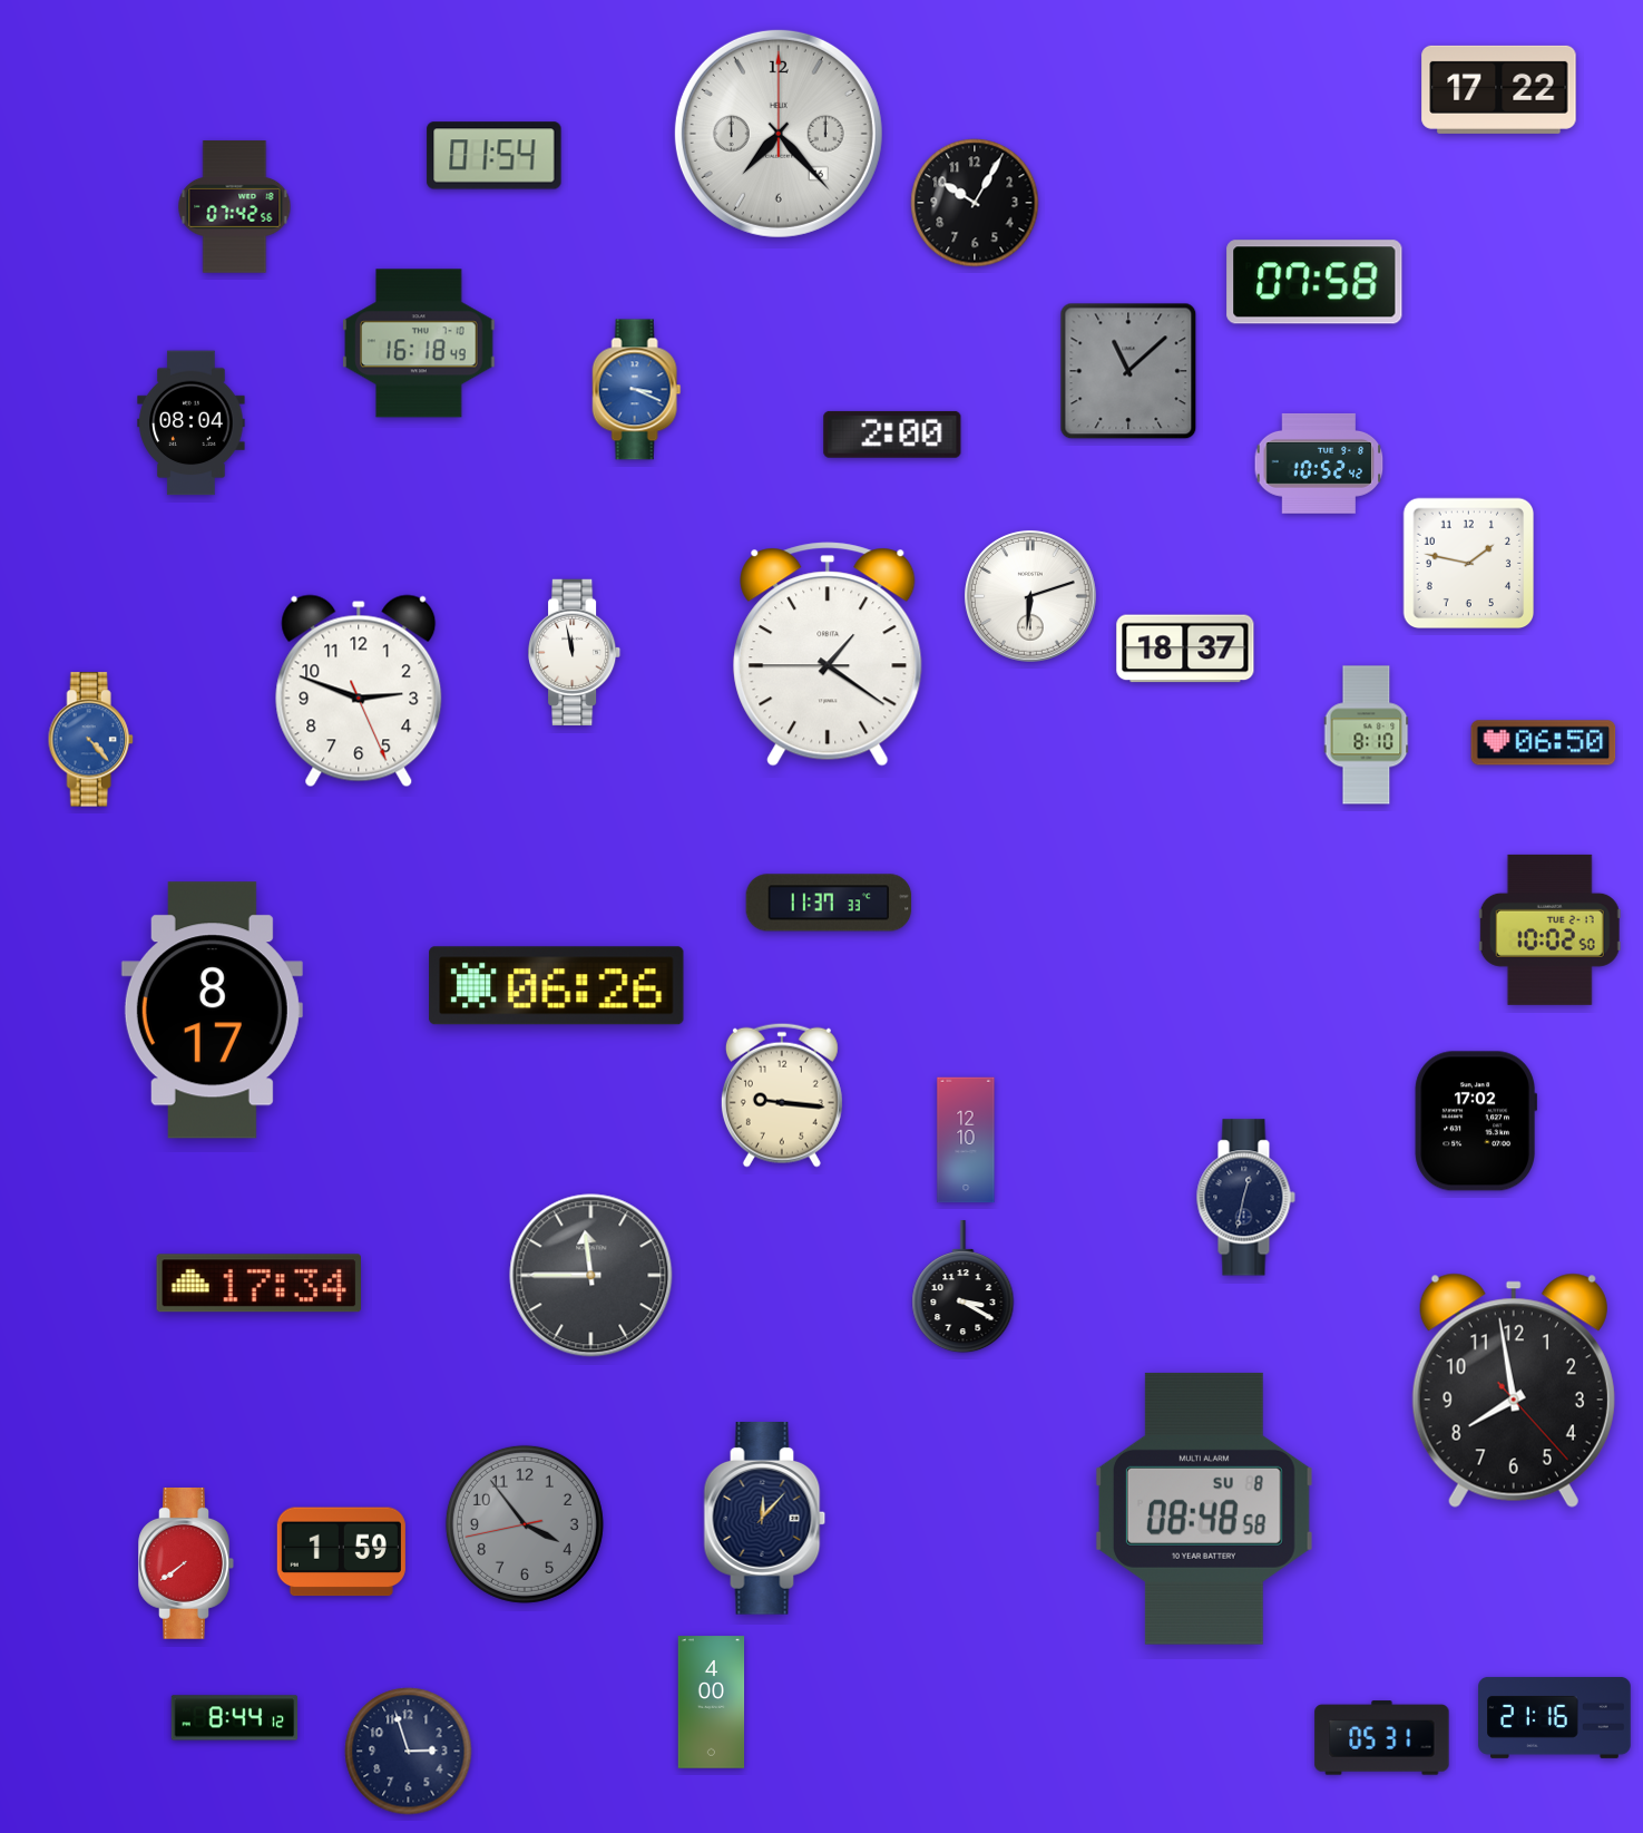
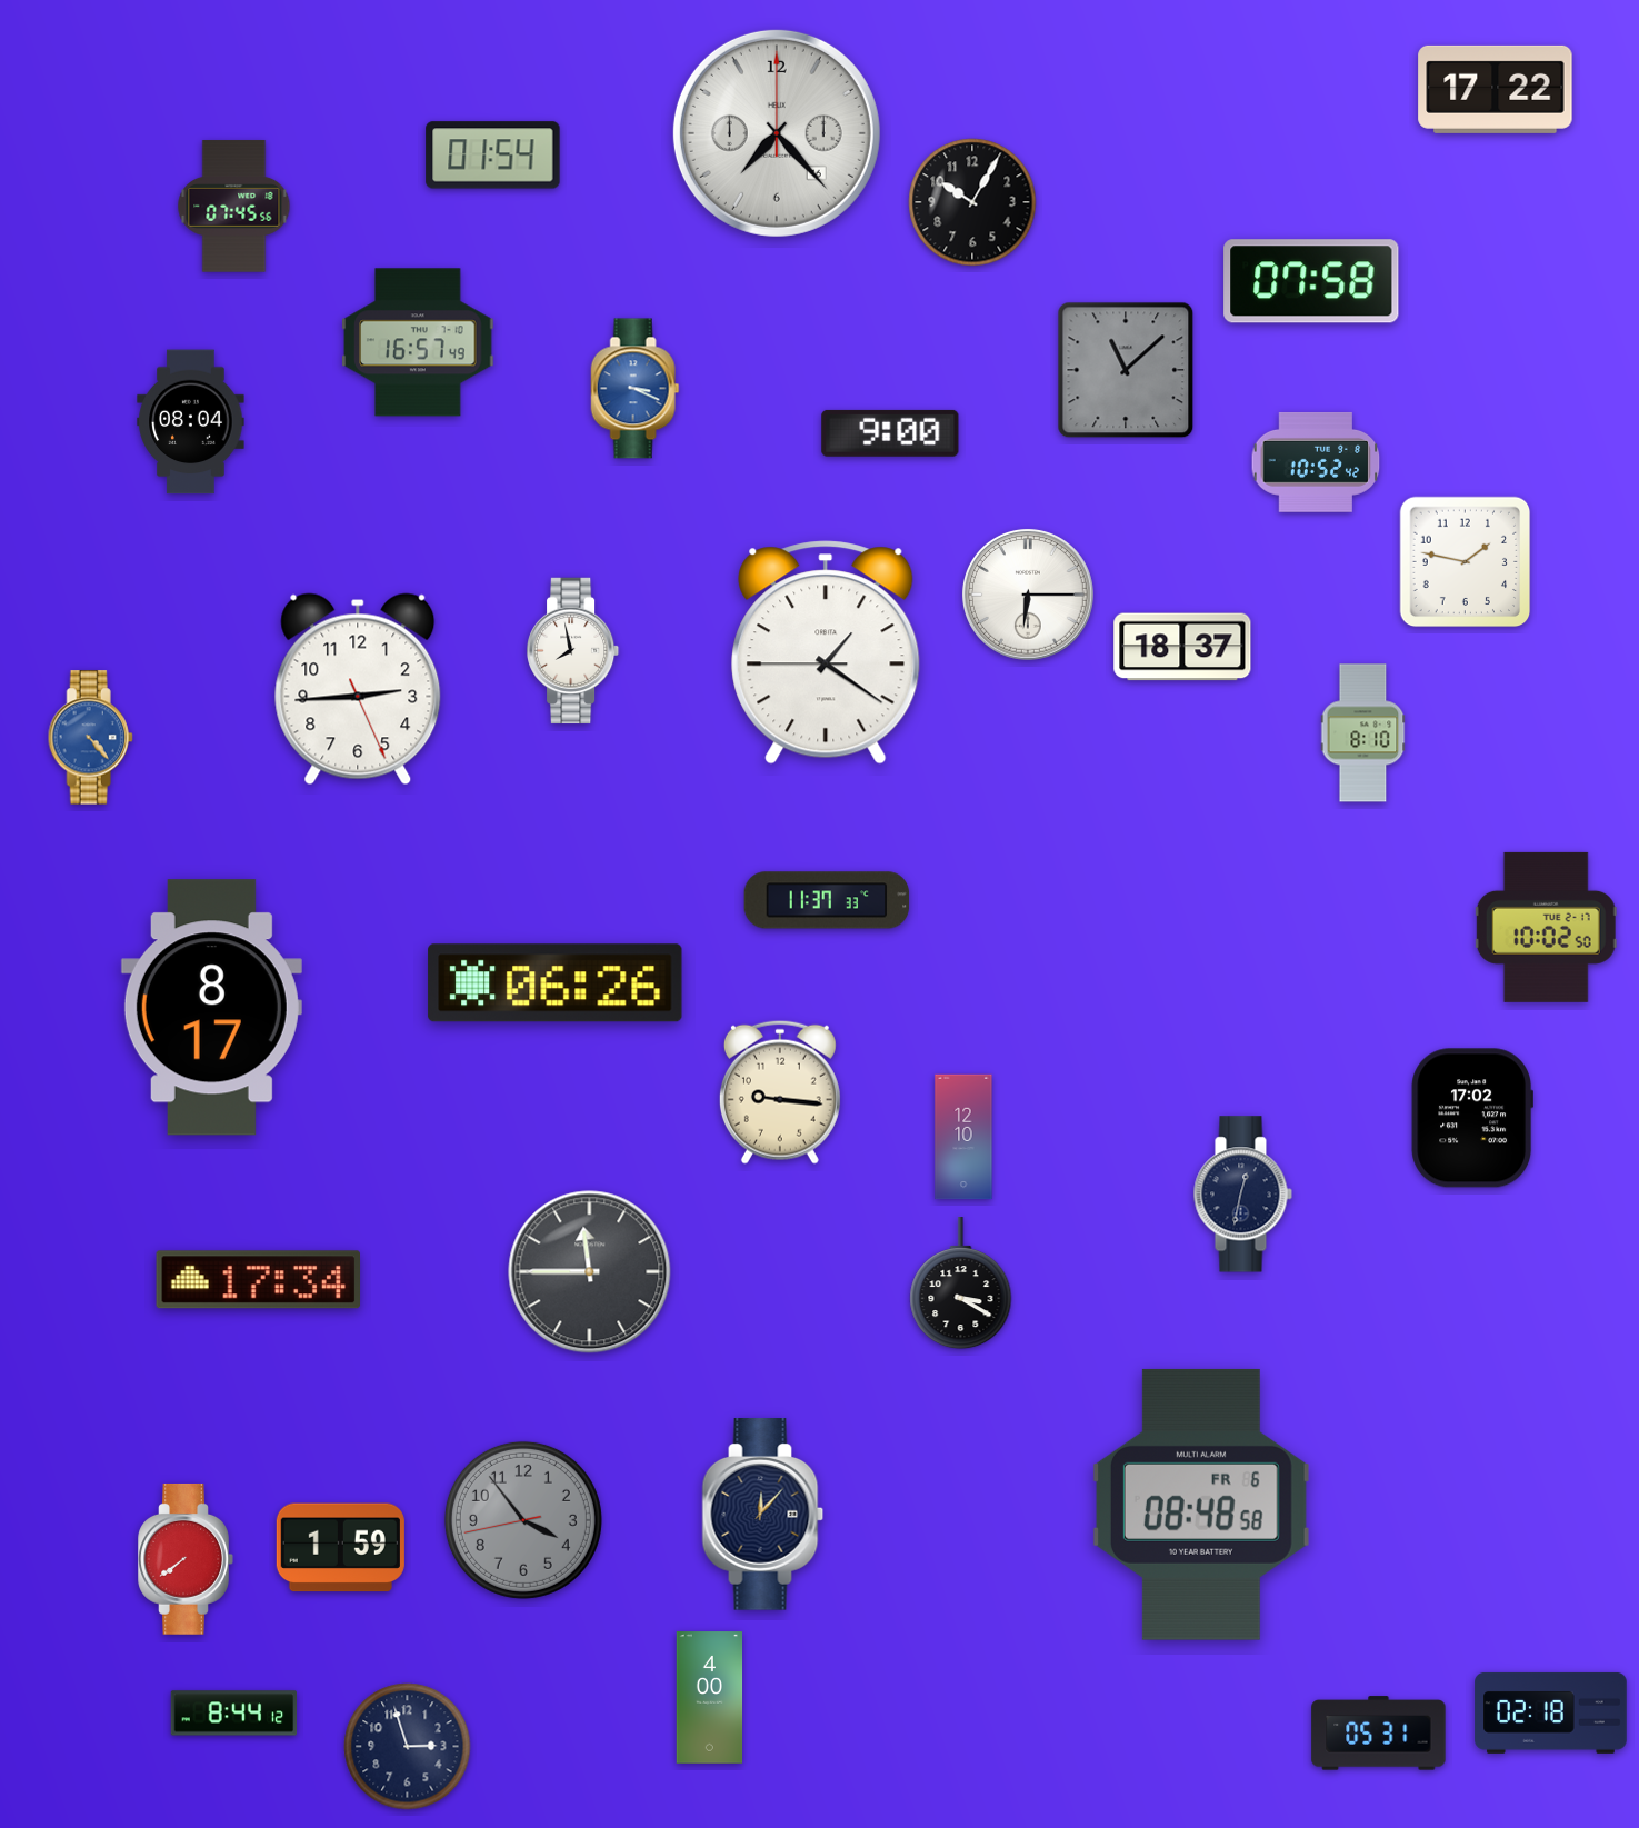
clock at (235, 207): 07:42 -> 07:45
clock at (419, 343): 16:18 -> 16:57
clock at (892, 435): 2:00 -> 9:00
clock at (1030, 596): 6:12 -> 6:15
clock at (576, 653): 11:58 -> 7:58
clock at (359, 691): 2:48 -> 2:44
clock at (1544, 743): 06:50 -> none
clock at (1514, 1391): 7:58 -> none
clock at (1204, 1509) date: SU 8 -> FR 6
clock at (1555, 1717): 21:16 -> 02:18
